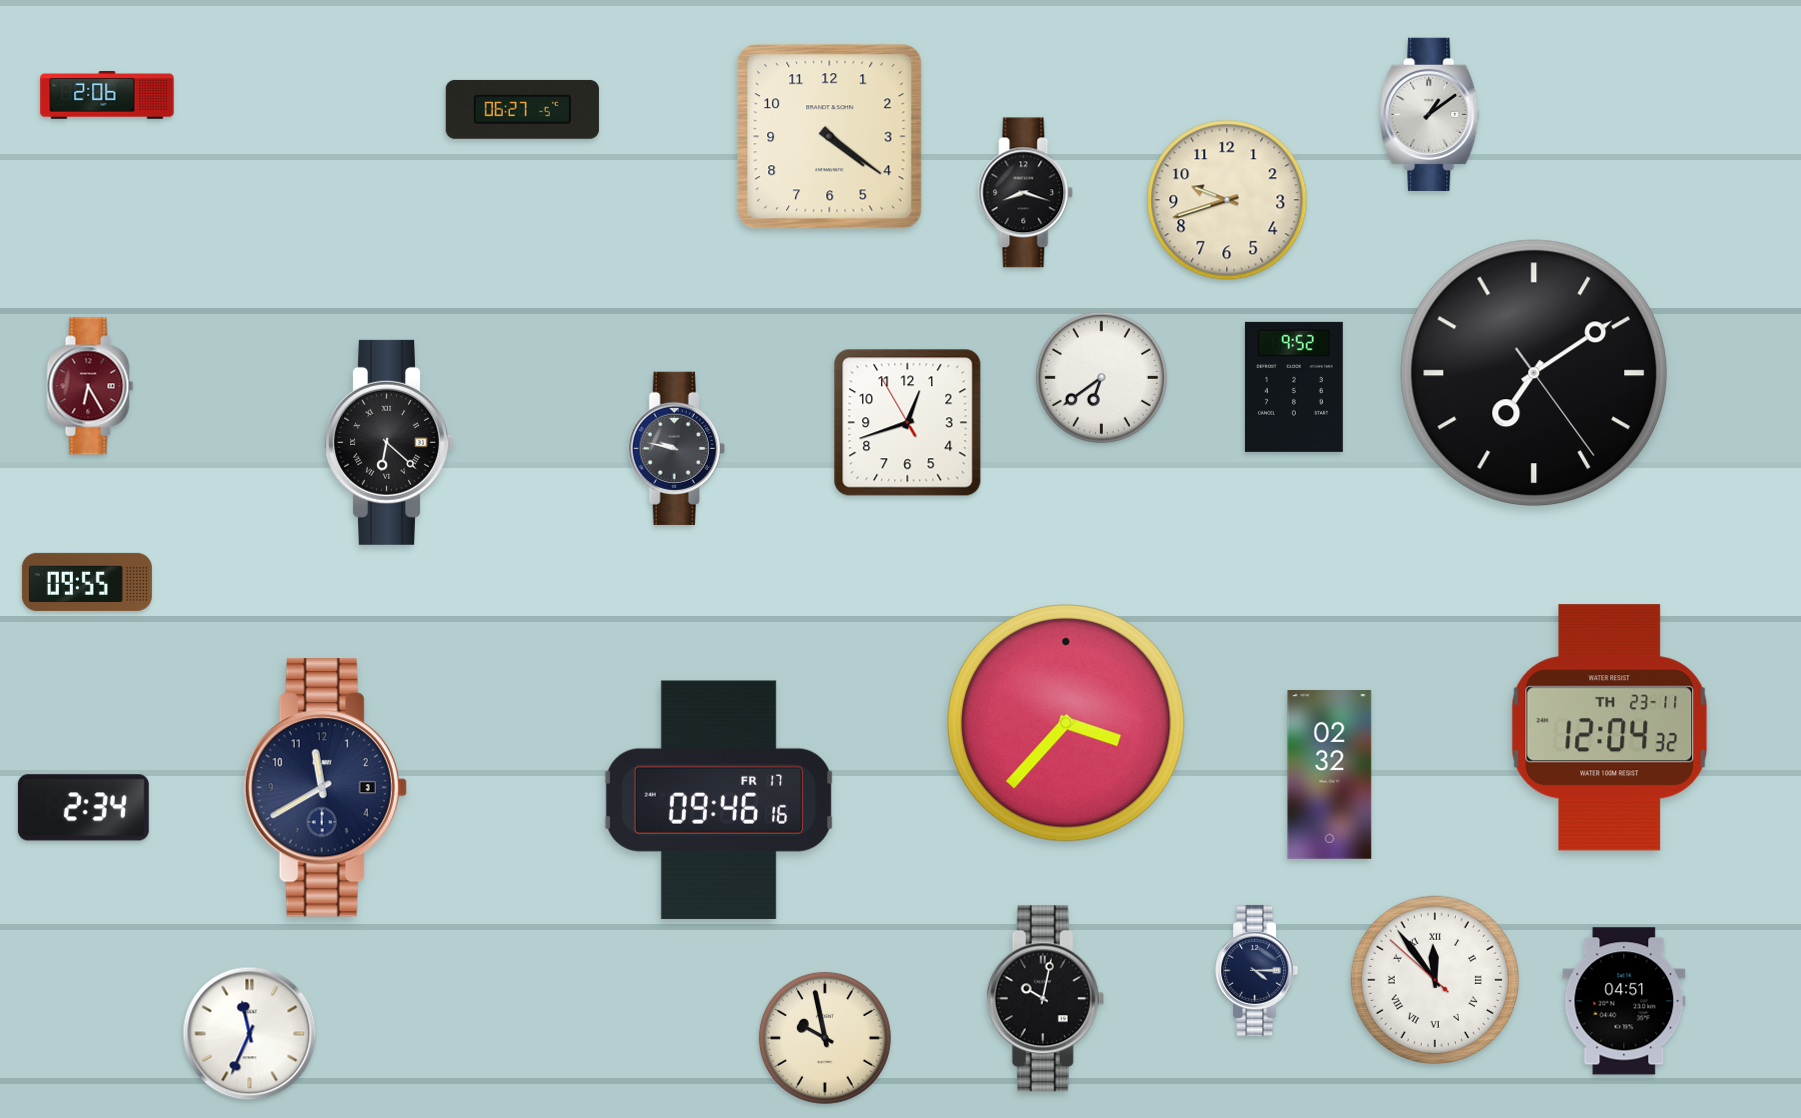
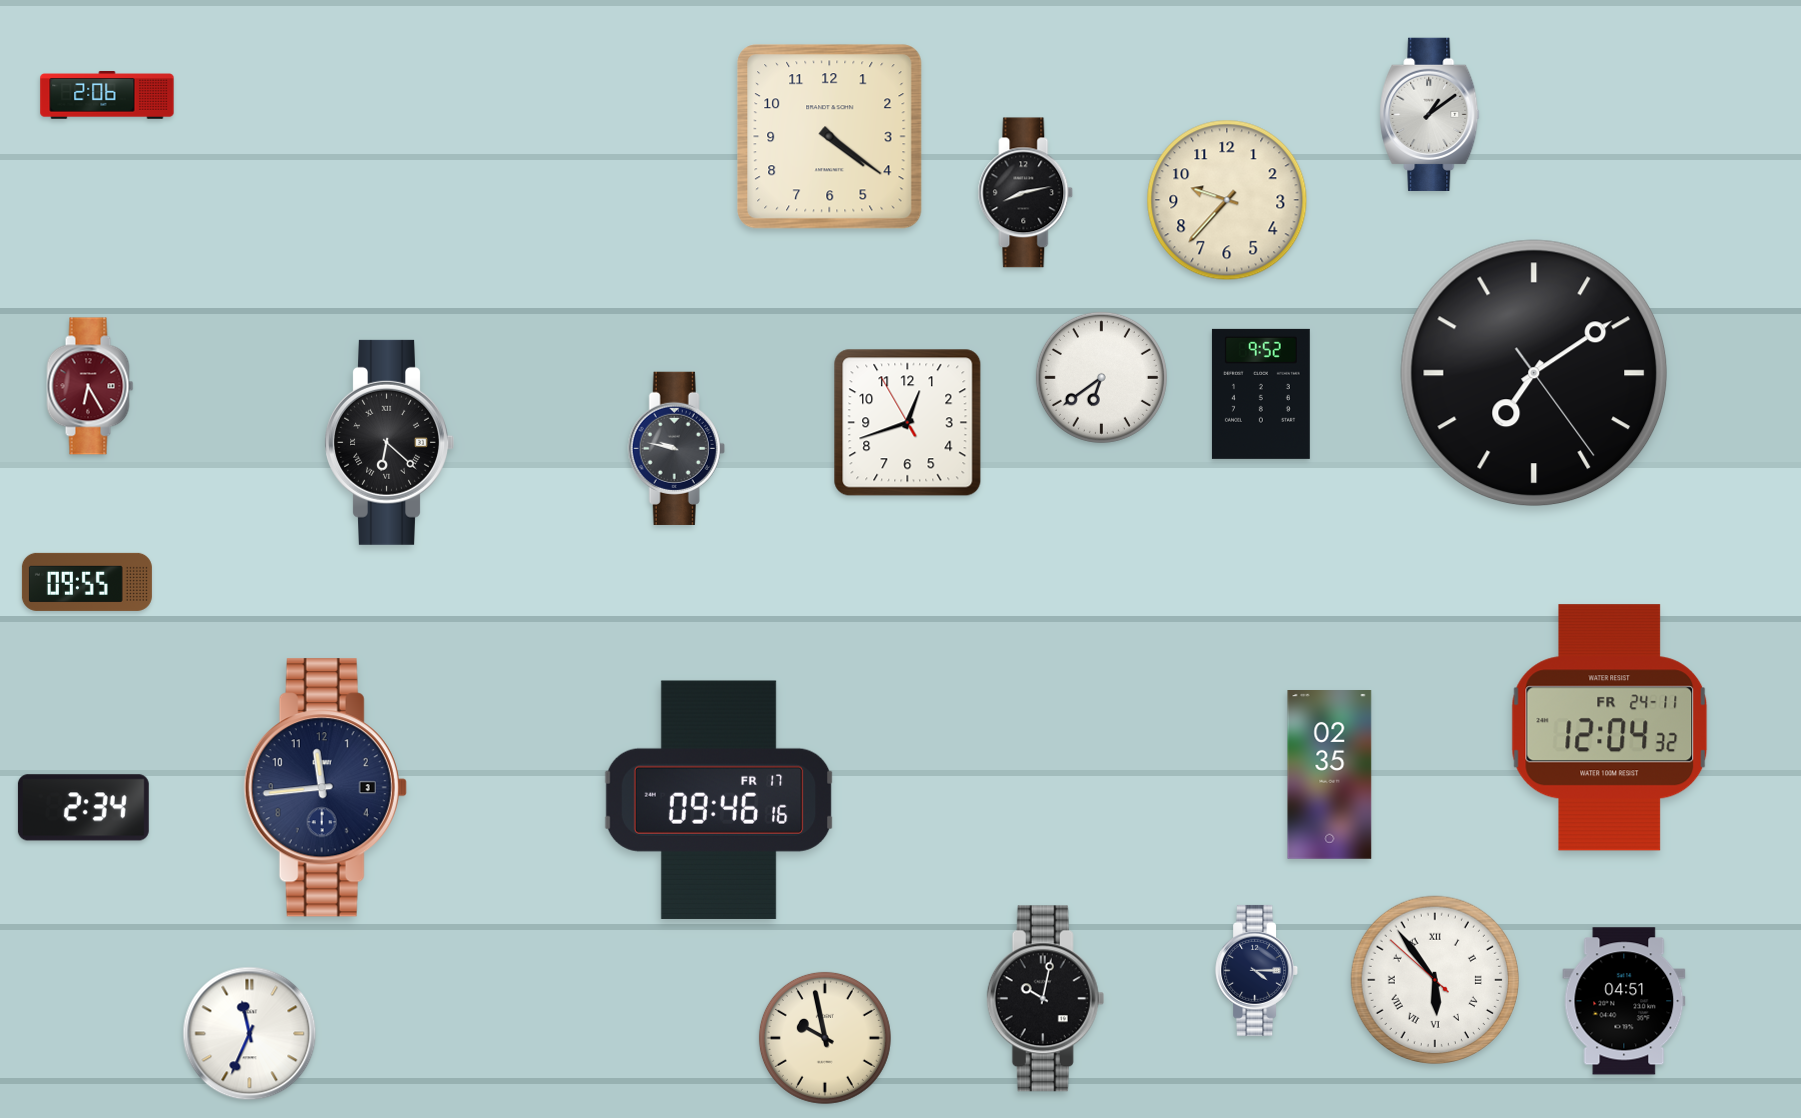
clock at (522, 109): 06:27 -> none
clock at (1026, 193): 8:18 -> 8:13
clock at (1227, 200): 9:42 -> 9:37
clock at (1294, 387) position: (1294, 387) -> (1261, 394)
clock at (1066, 723): 3:37 -> none
clock at (1610, 728) date: TH 23-11 -> FR 24-11
clock at (1330, 775): 02:32 -> 02:35
clock at (325, 788): 11:40 -> 11:44
clock at (1435, 980): 11:53 -> 5:53
